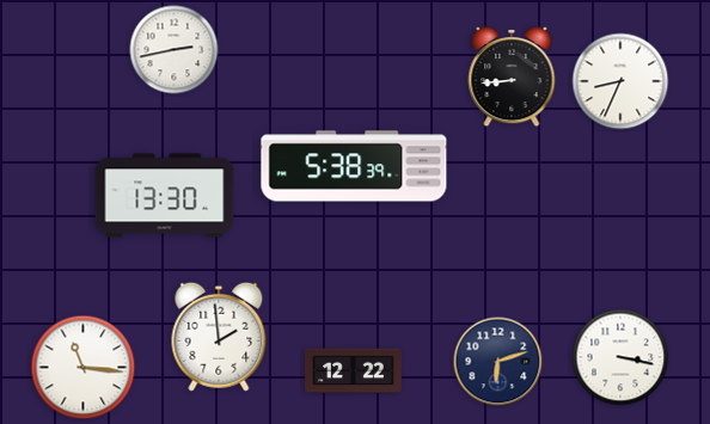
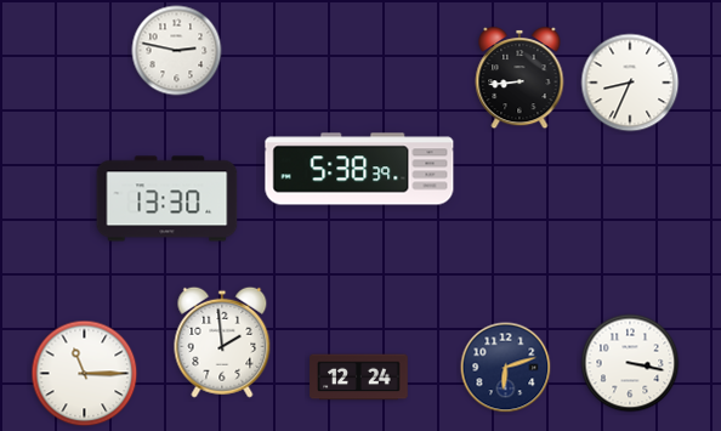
clock at (175, 50): 2:43 -> 2:47
clock at (84, 368): 11:16 -> 11:15
clock at (354, 371): 12:22 -> 12:24
